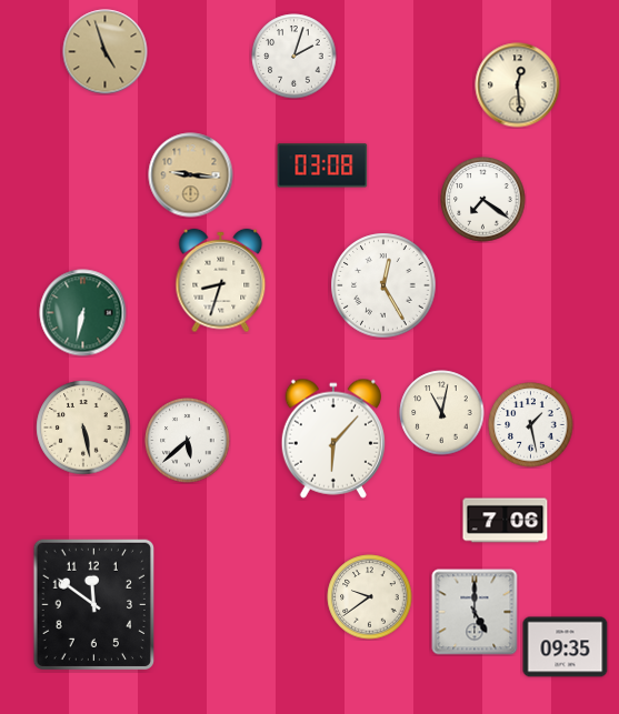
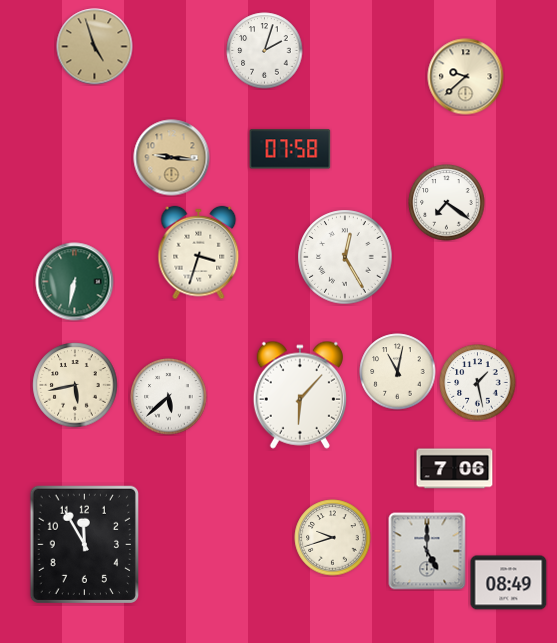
clock at (518, 86): 12:29 -> 9:38
clock at (322, 165): 03:08 -> 07:58
clock at (483, 200) position: (483, 200) -> (447, 203)
clock at (221, 281): 8:33 -> 3:33
clock at (83, 428): 5:28 -> 5:43
clock at (370, 597): 9:39 -> 9:42
clock at (93, 604): 11:51 -> 11:55
clock at (566, 647): 09:35 -> 08:49
